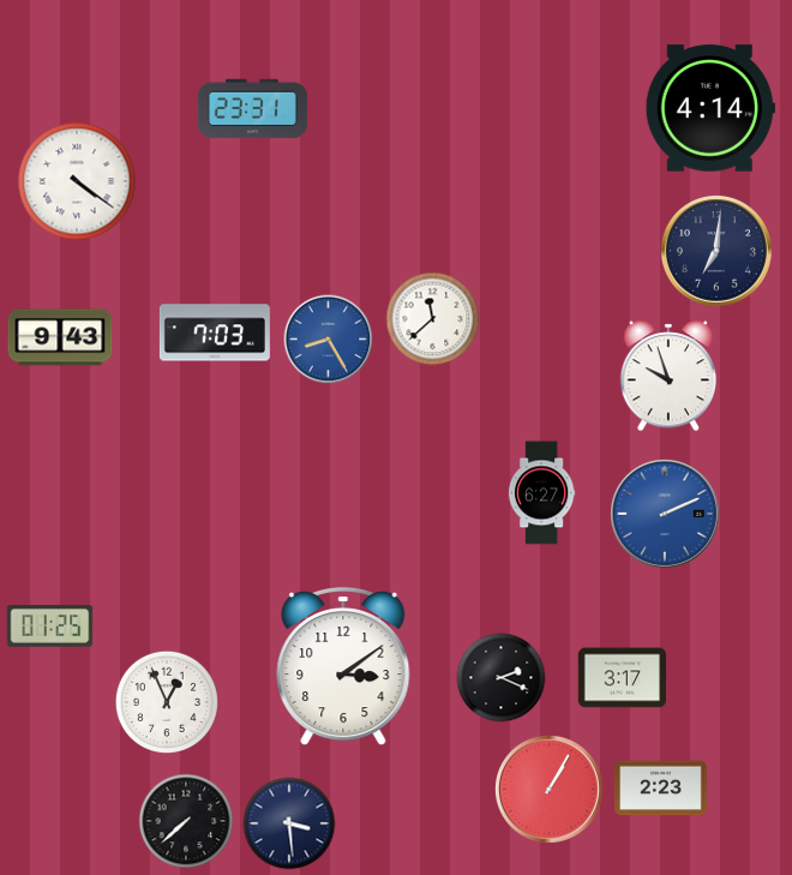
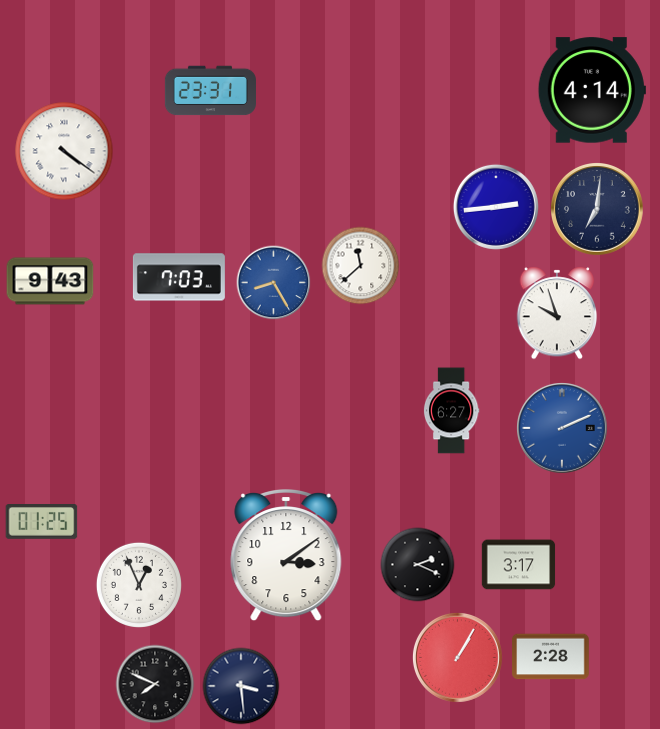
clock at (496, 207): none -> 2:44
clock at (666, 515) position: (666, 515) -> (563, 429)
clock at (661, 789): 2:23 -> 2:28
clock at (186, 821): 7:38 -> 7:49
